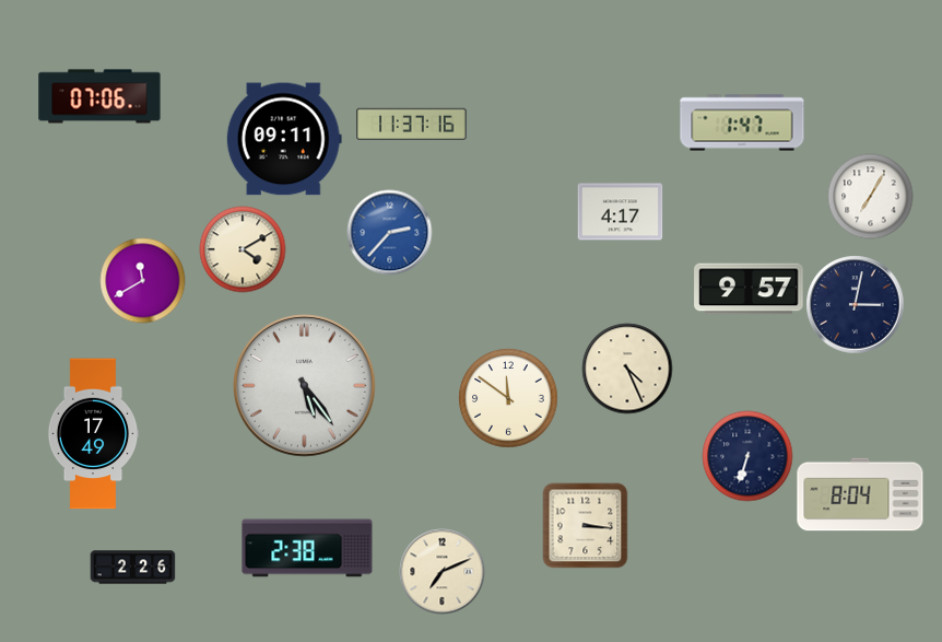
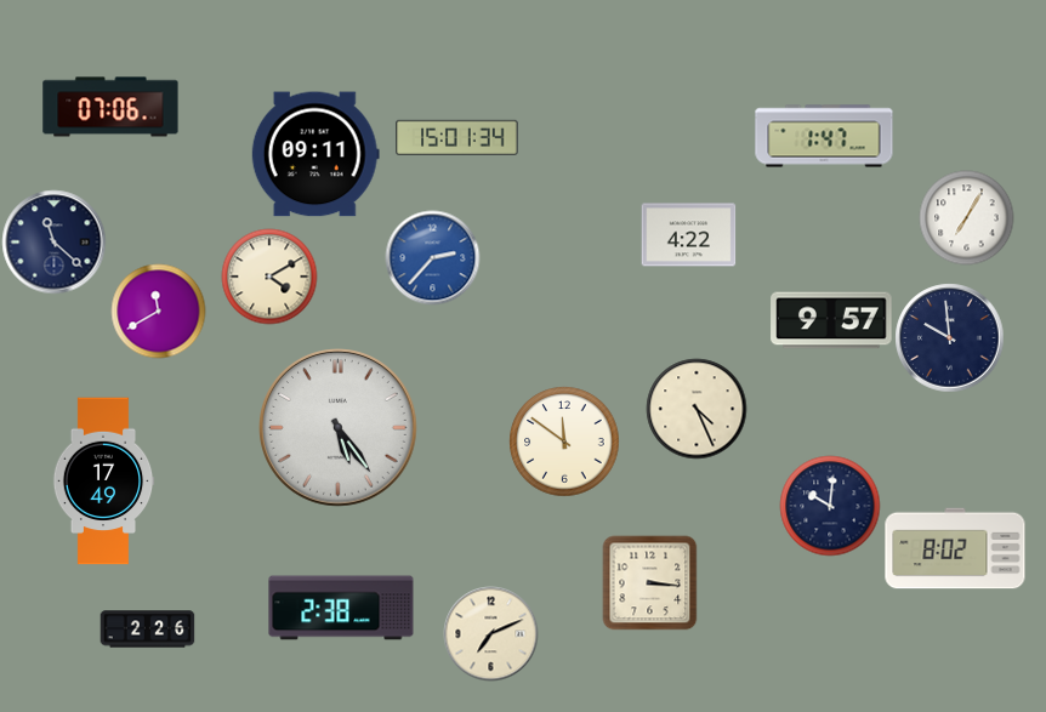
clock at (412, 124): 11:37 -> 15:01
clock at (620, 212): 4:17 -> 4:22
clock at (53, 241): none -> 11:22
clock at (855, 304): 3:02 -> 9:59
clock at (747, 456): 6:33 -> 10:01
clock at (860, 494): 8:04 -> 8:02
